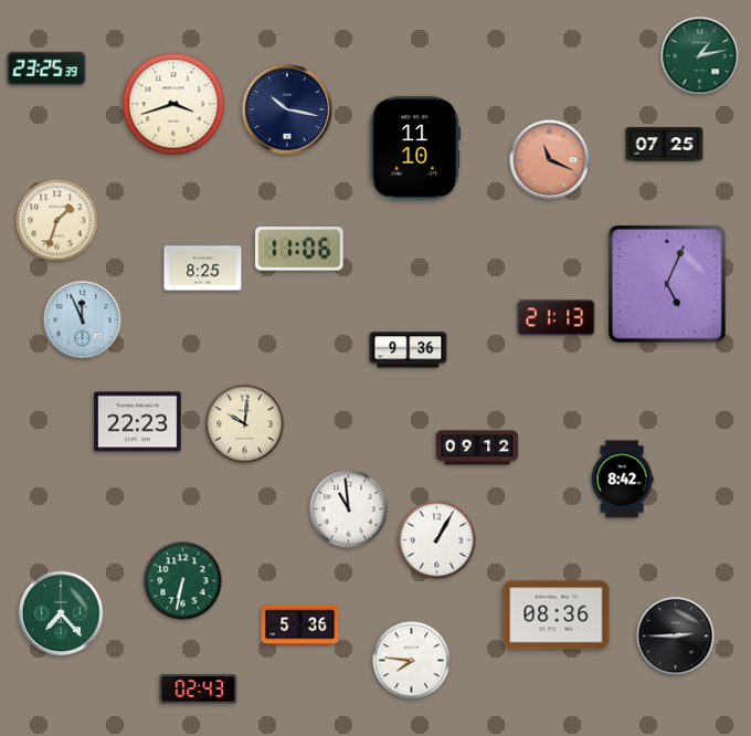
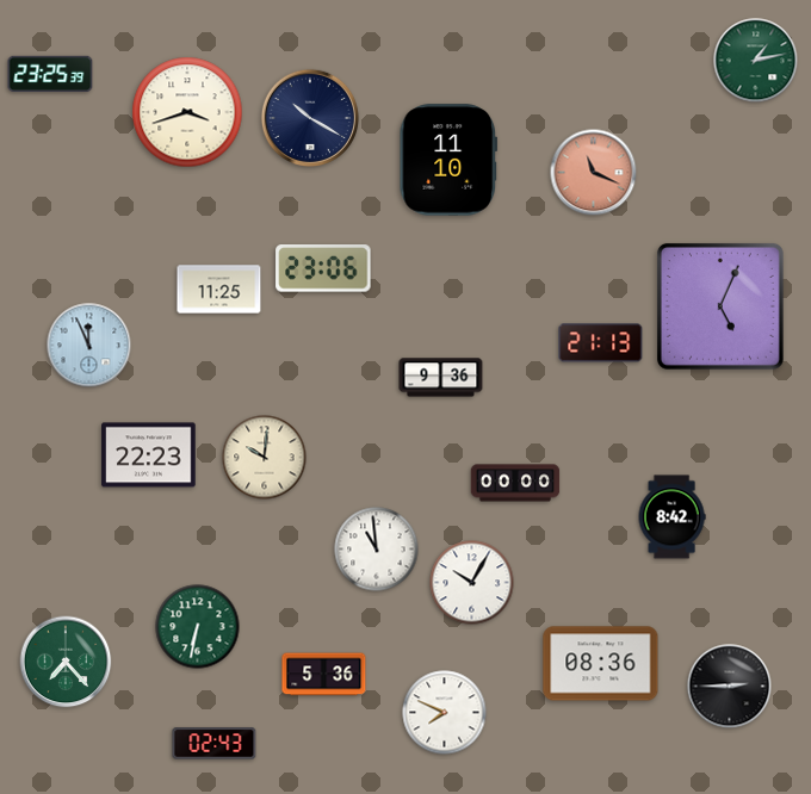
clock at (286, 108): 10:17 -> 10:20
clock at (665, 145): 07:25 -> none
clock at (57, 221): 1:33 -> none
clock at (299, 249): 11:06 -> 23:06
clock at (203, 269): 8:25 -> 11:25
clock at (477, 448): 09:12 -> 00:00
clock at (437, 540): 1:05 -> 10:05
clock at (412, 661): 7:46 -> 7:49
